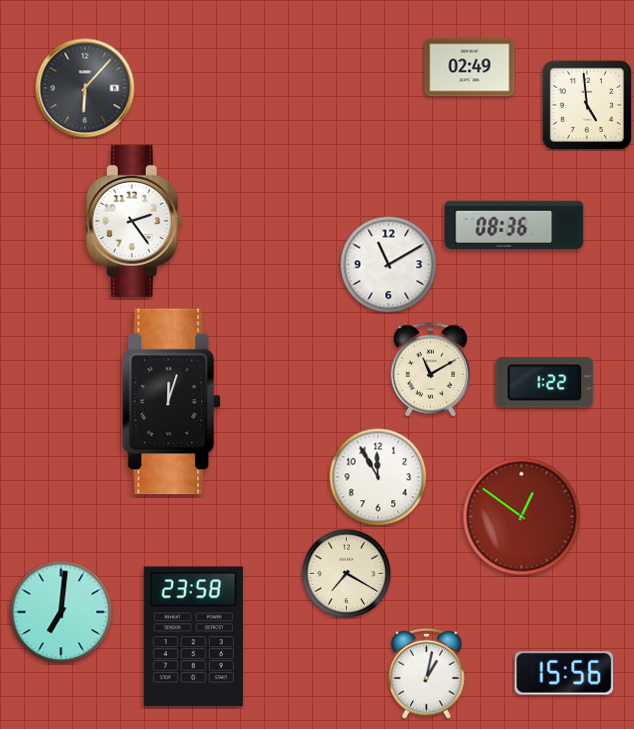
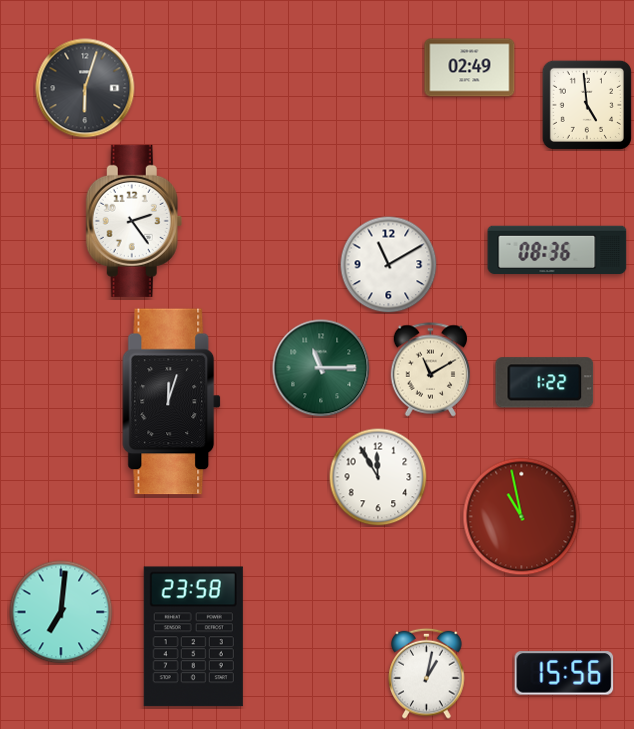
clock at (85, 88): 6:07 -> 6:03
clock at (514, 225) position: (514, 225) -> (557, 250)
clock at (321, 368): none -> 11:15
clock at (522, 517): 12:51 -> 10:58
clock at (346, 573): 7:20 -> none
